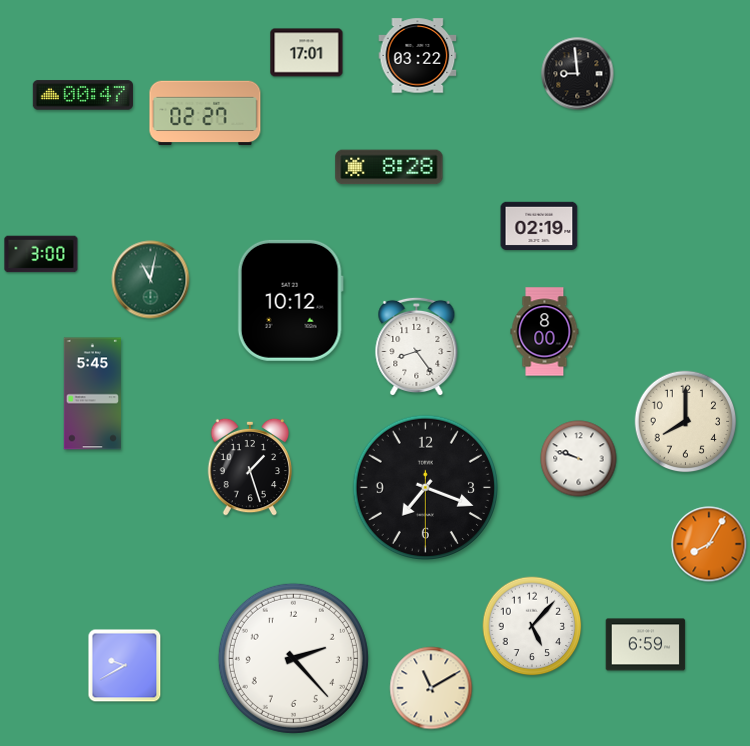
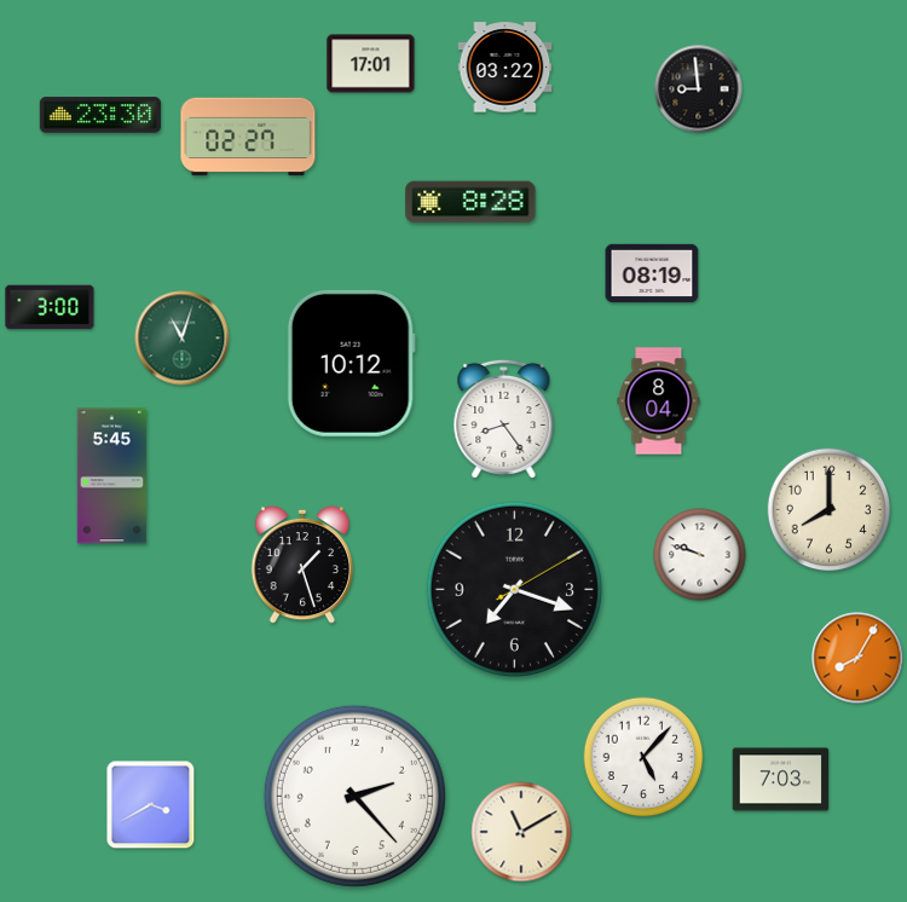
clock at (83, 95): 00:47 -> 23:30
clock at (539, 226): 02:19 -> 08:19
clock at (151, 280): 11:02 -> 11:03
clock at (545, 332): 8:00 -> 8:04
clock at (425, 487): 7:18:30 -> 7:18:10
clock at (646, 645): 6:59 -> 7:03
clock at (125, 666): 9:40 -> 3:40
